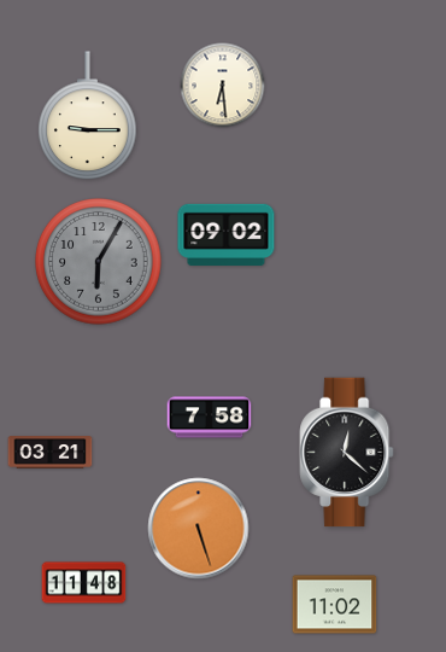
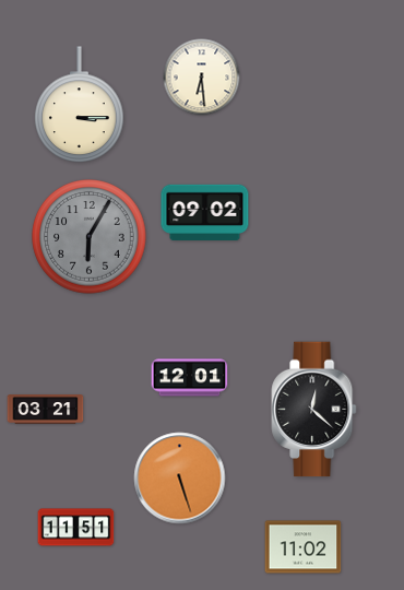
clock at (88, 115): 9:15 -> 3:15
clock at (210, 418): 7:58 -> 12:01
clock at (84, 583): 11:48 -> 11:51
